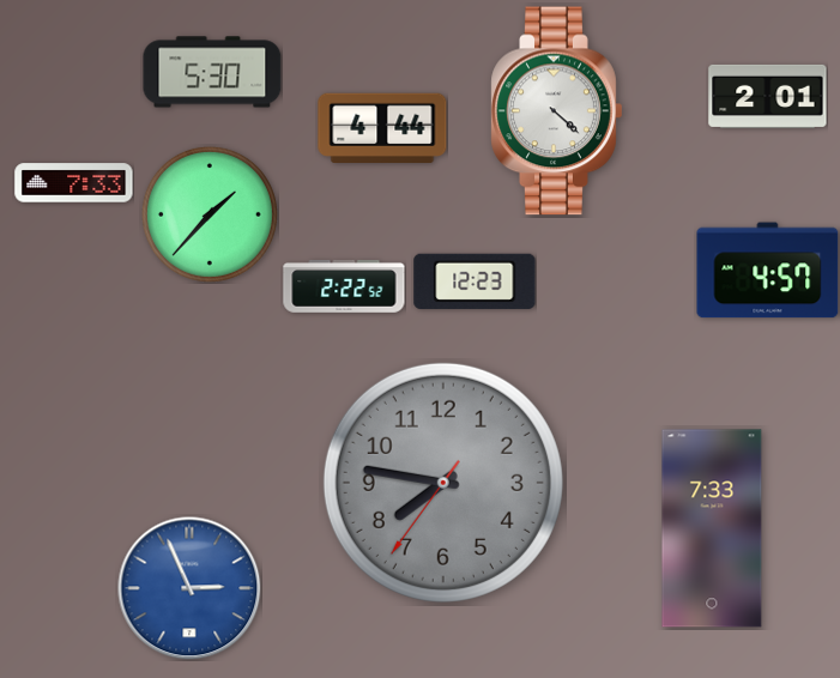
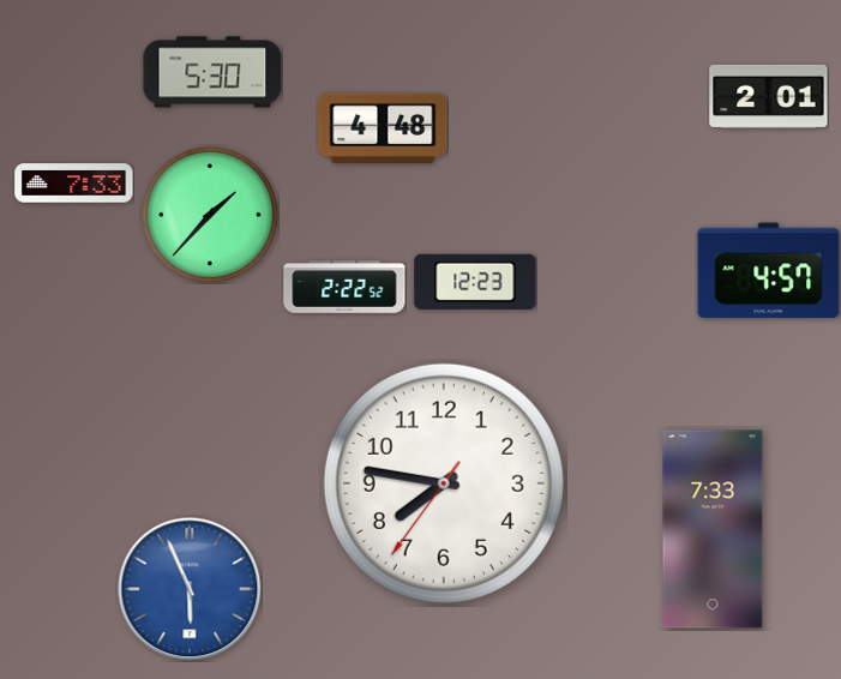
clock at (557, 111): 4:22 -> none
clock at (382, 127): 4:44 -> 4:48
clock at (443, 483) dial: grey -> white
clock at (189, 588): 2:56 -> 5:56
